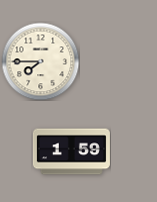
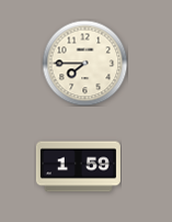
clock at (40, 61) position: (40, 61) -> (84, 63)
